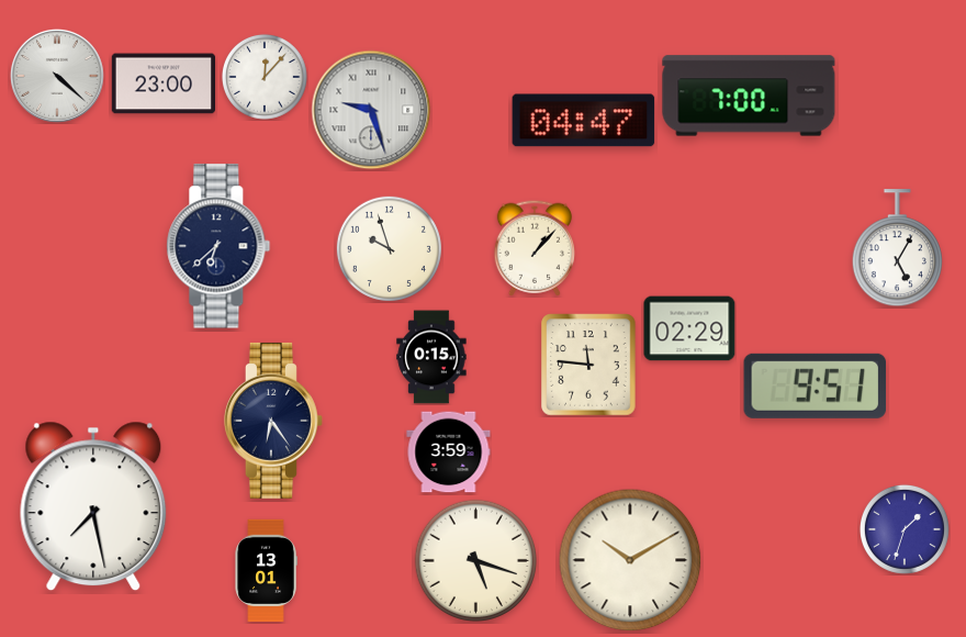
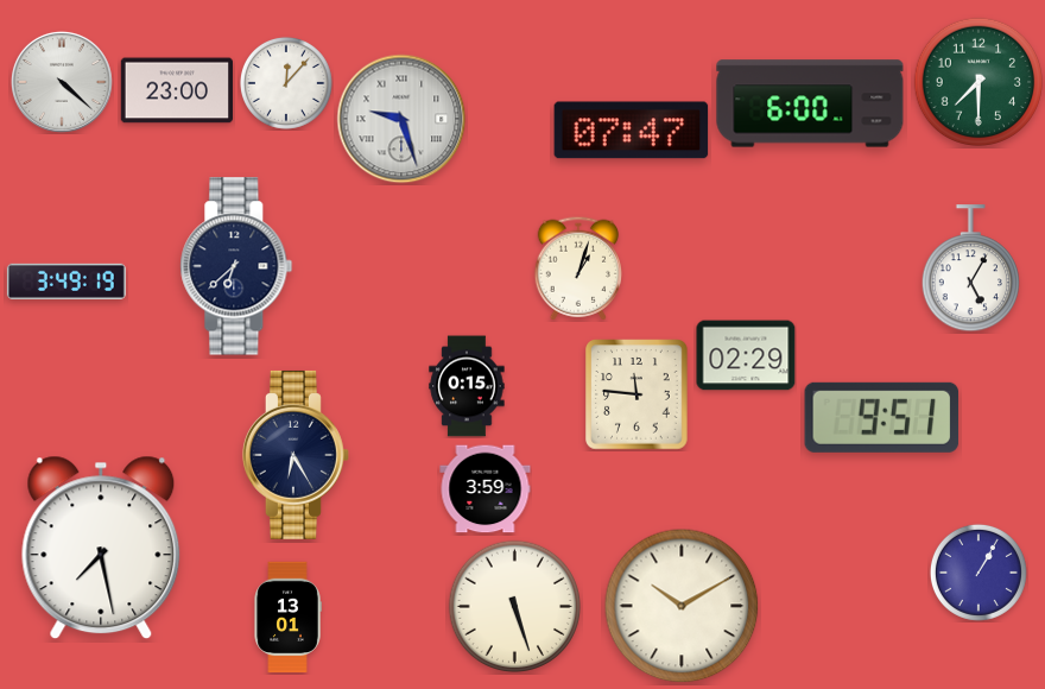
clock at (977, 81): none -> 7:30
clock at (749, 96): 7:00 -> 6:00
clock at (584, 121): 04:47 -> 07:47
clock at (389, 248): 9:57 -> none
clock at (533, 248): 1:07 -> 1:03
clock at (66, 282): none -> 3:49
clock at (273, 421): 6:24 -> 6:25
clock at (905, 529): 1:33 -> 1:05
clock at (476, 561): 5:18 -> 5:27
